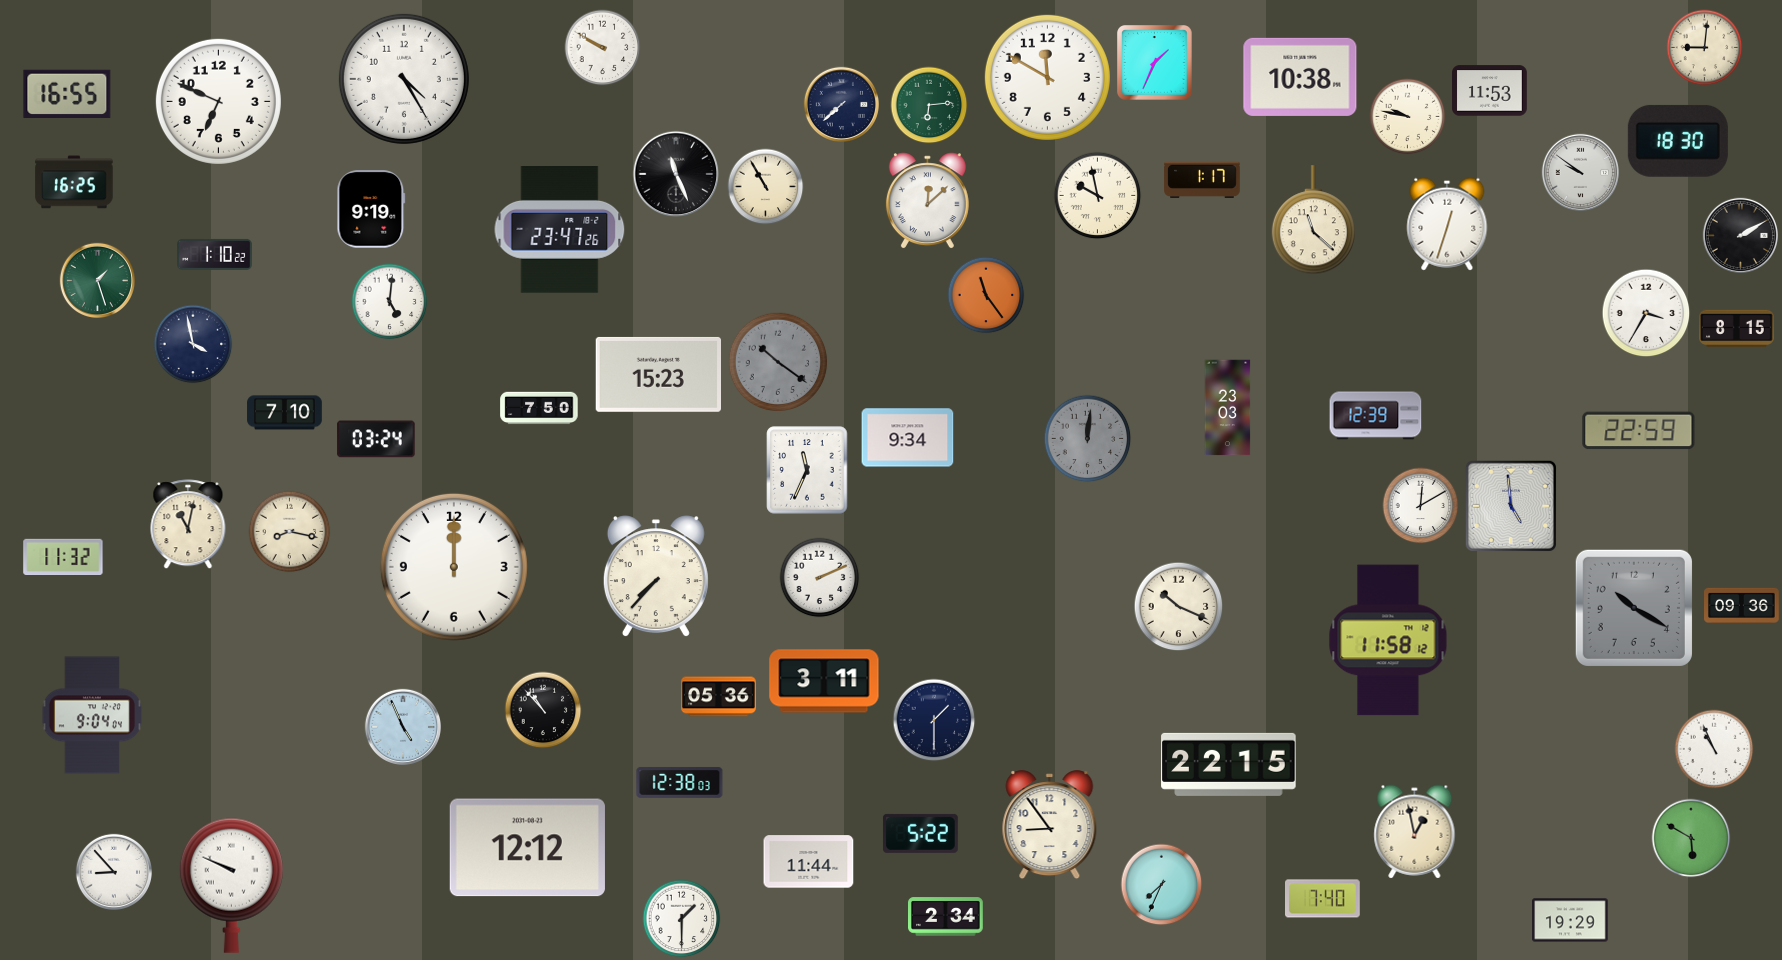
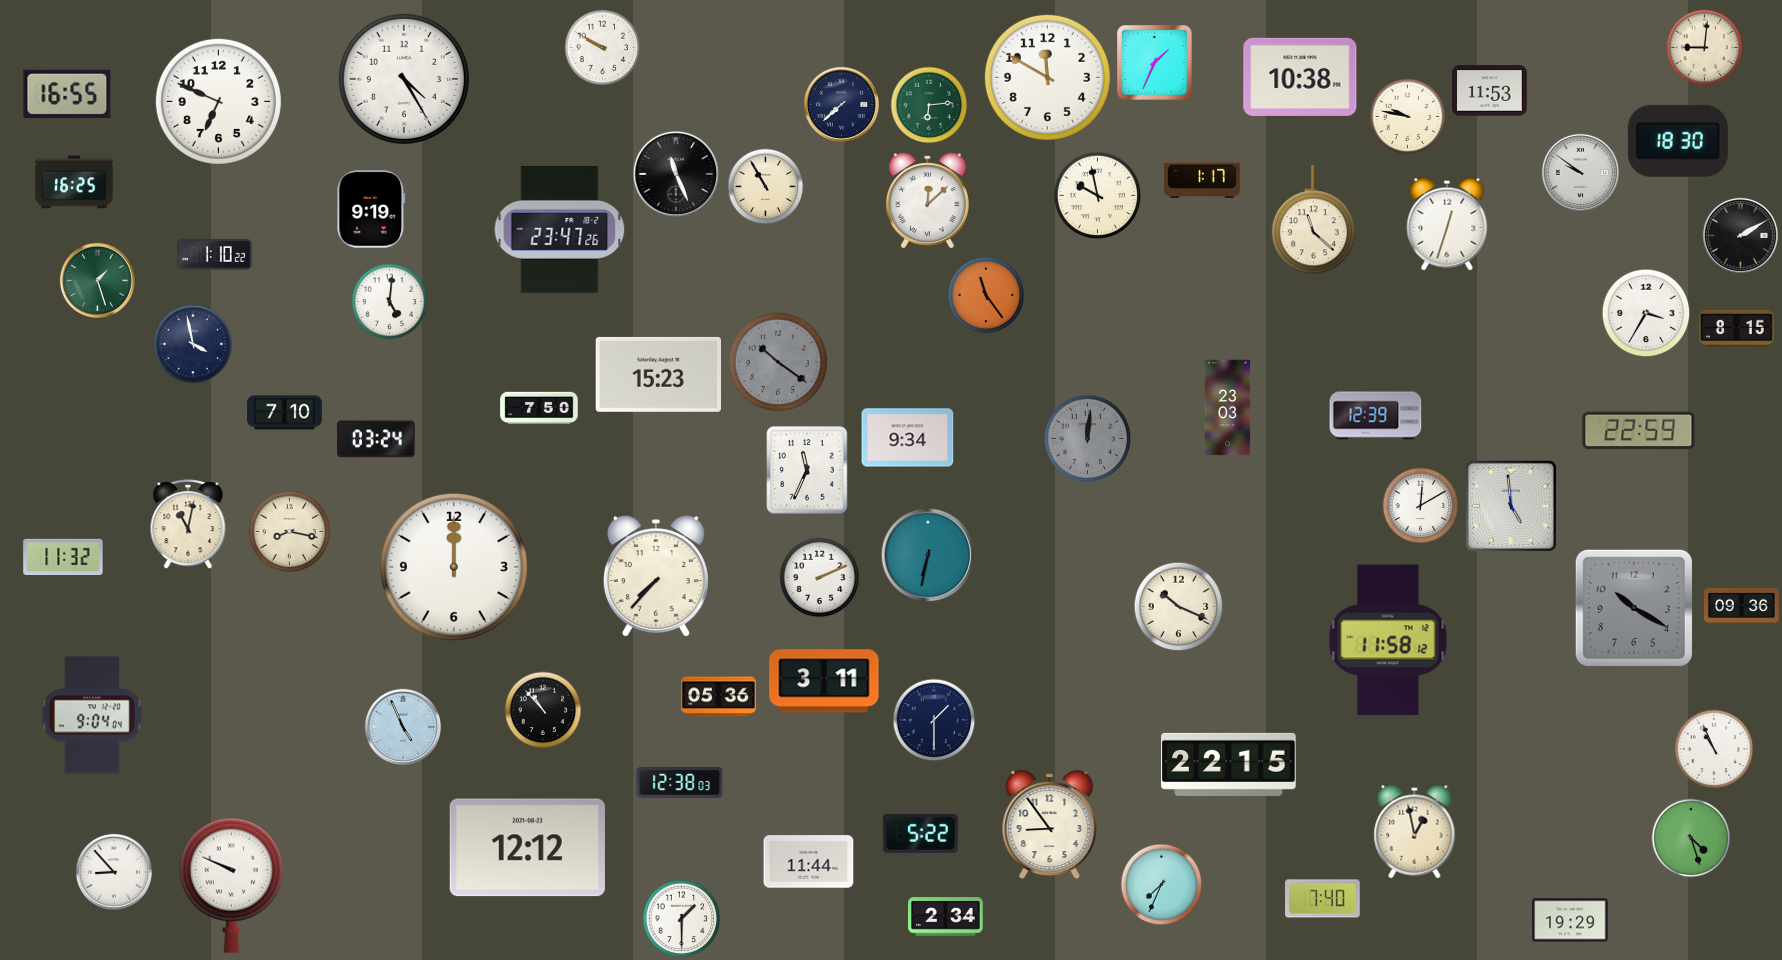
clock at (928, 555): none -> 6:32
clock at (1691, 838): 5:50 -> 4:27
